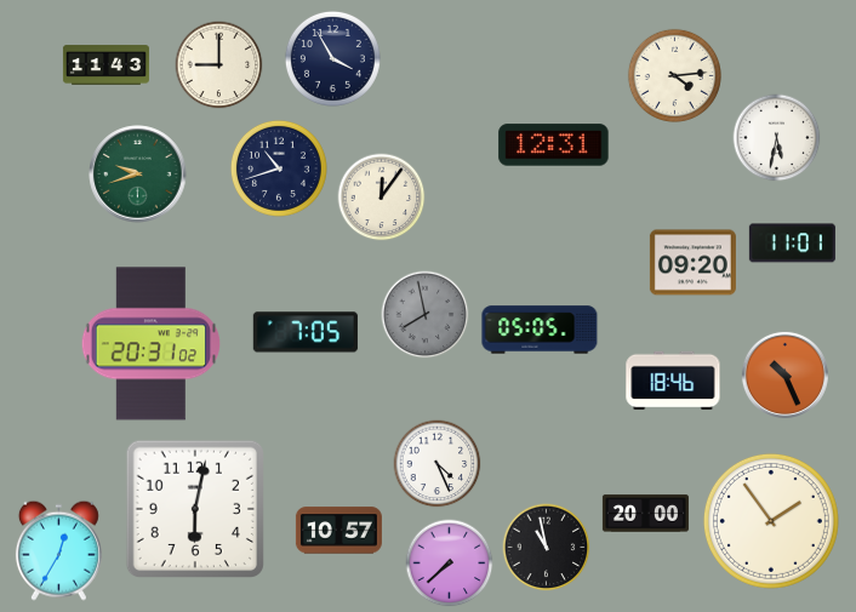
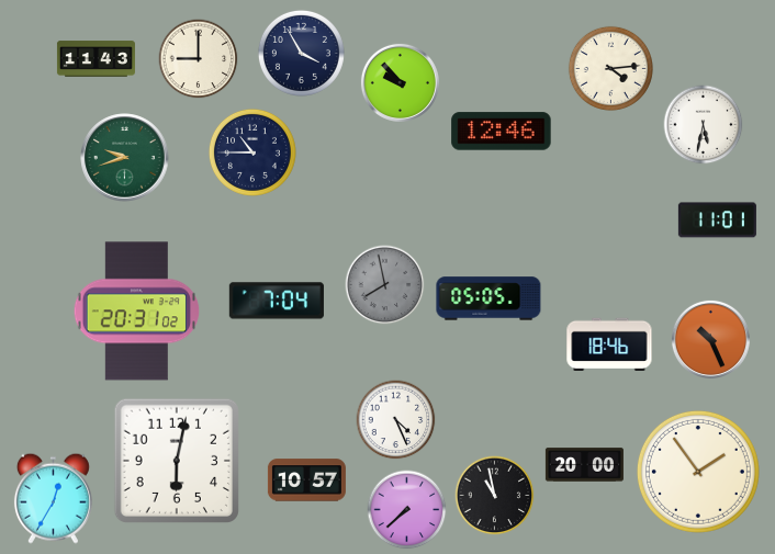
clock at (400, 82): none -> 9:53
clock at (554, 145): 12:31 -> 12:46
clock at (279, 168): 10:42 -> 10:45
clock at (382, 198): 12:06 -> none
clock at (692, 263): 09:20 -> none
clock at (306, 332): 7:05 -> 7:04
